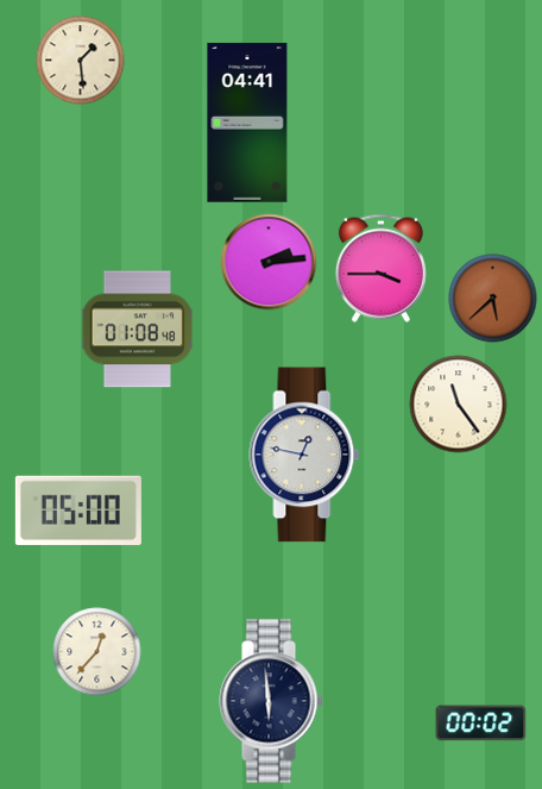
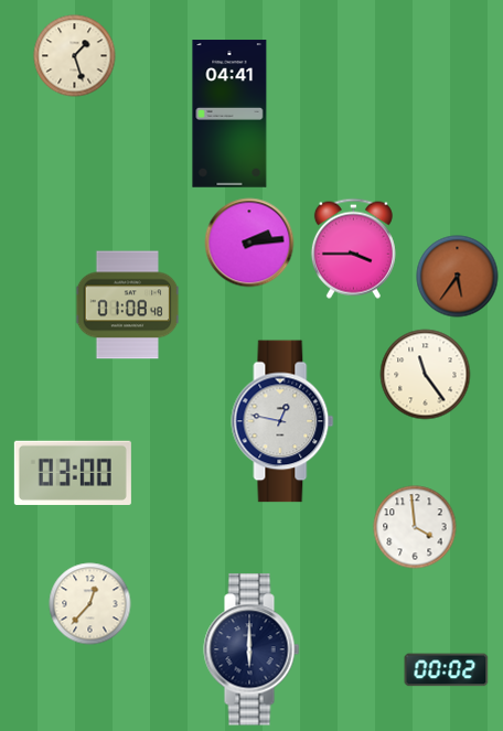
clock at (81, 61): 1:29 -> 1:27
clock at (493, 299): 5:38 -> 5:36
clock at (78, 511): 05:00 -> 03:00
clock at (415, 527): none -> 3:59
clock at (271, 701): 5:59 -> 6:00
